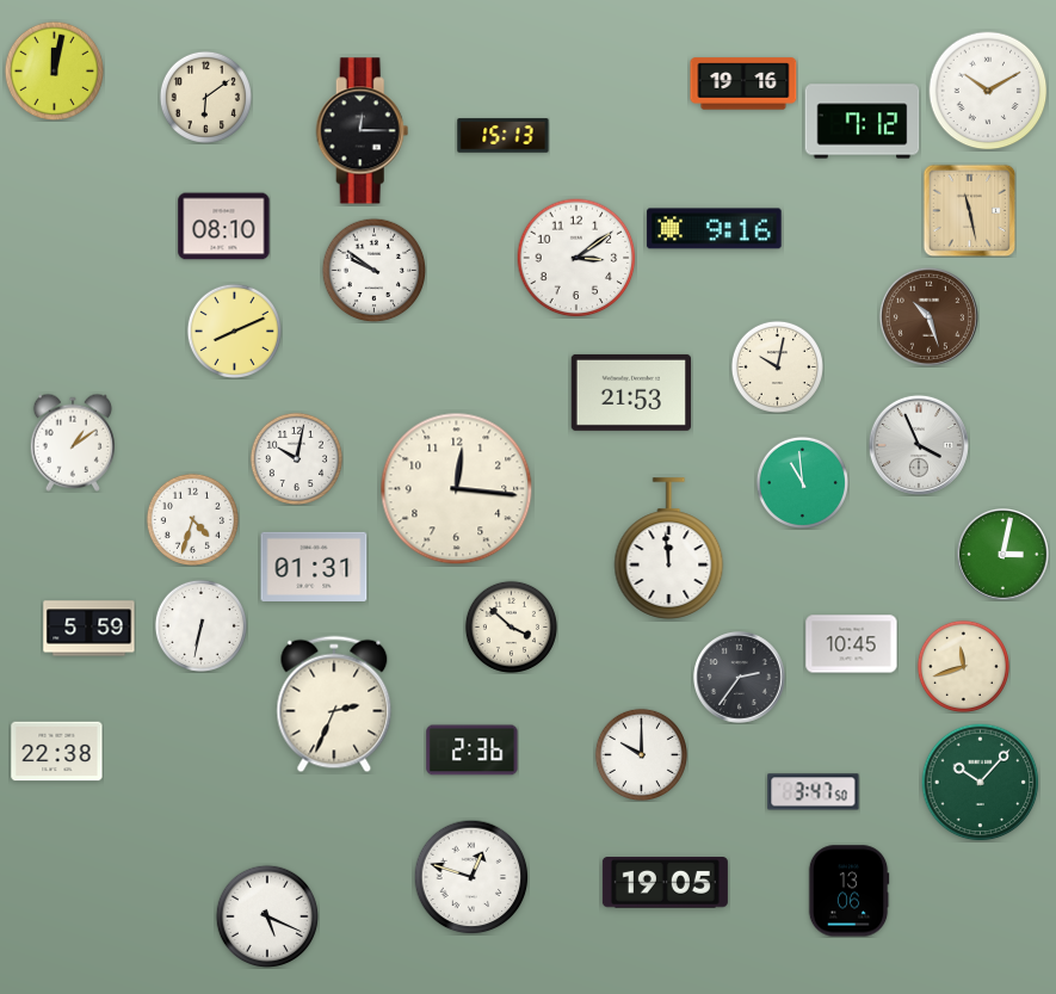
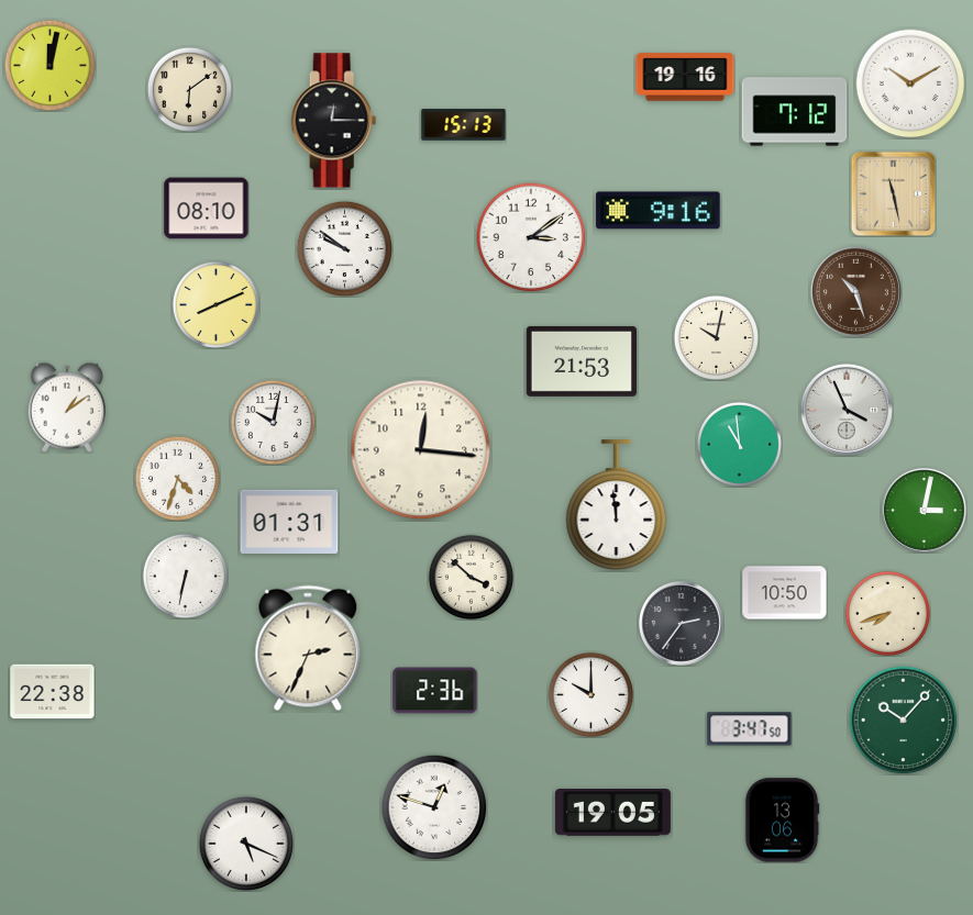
clock at (89, 629): 5:59 -> none
clock at (852, 644): 10:45 -> 10:50
clock at (963, 666): 11:42 -> 7:42
